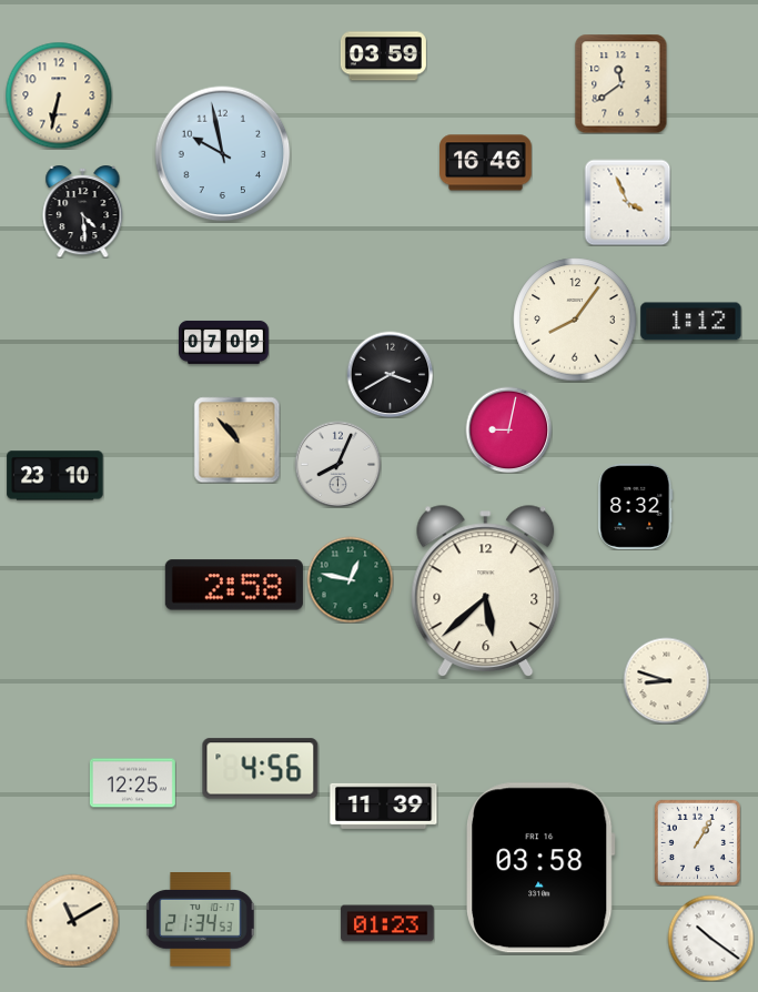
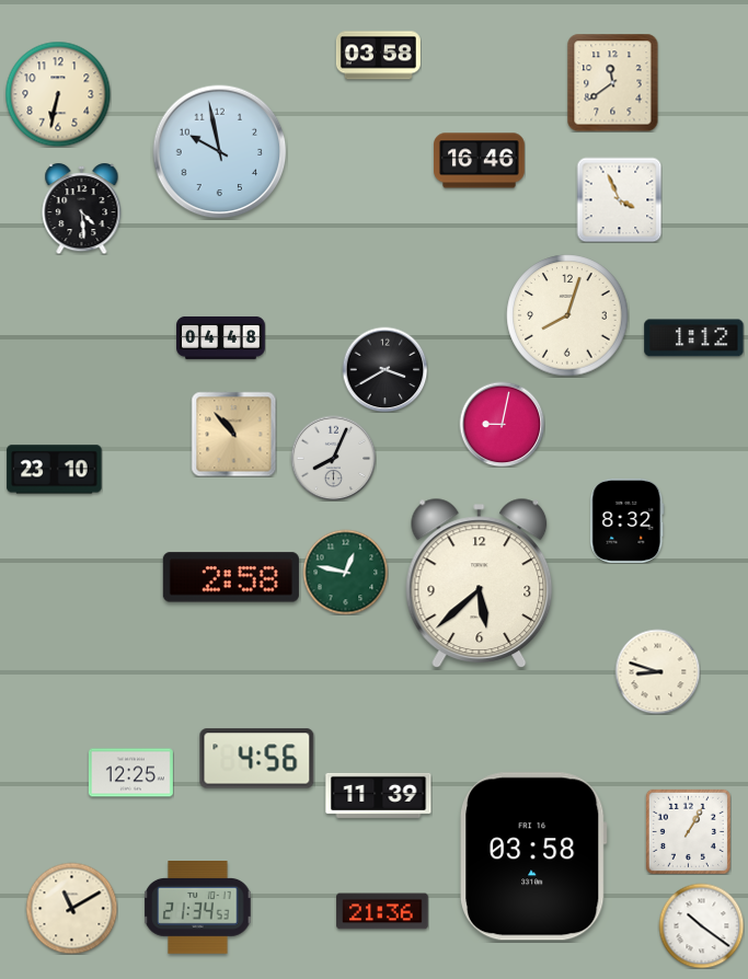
clock at (383, 57): 03:59 -> 03:58
clock at (575, 320): 8:06 -> 8:03
clock at (691, 322) position: (691, 322) -> (694, 338)
clock at (224, 342): 07:09 -> 04:48
clock at (636, 506) position: (636, 506) -> (628, 520)
clock at (387, 923): 01:23 -> 21:36
